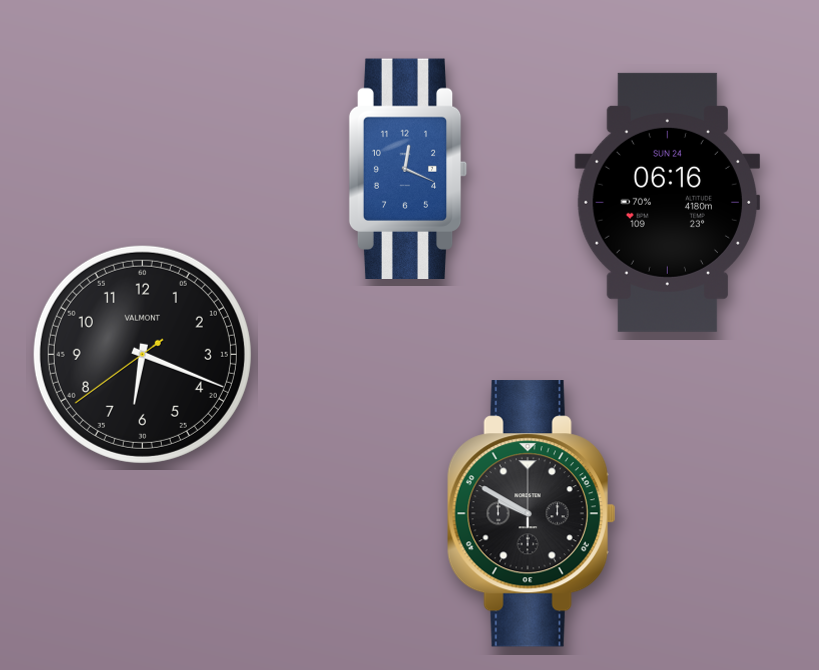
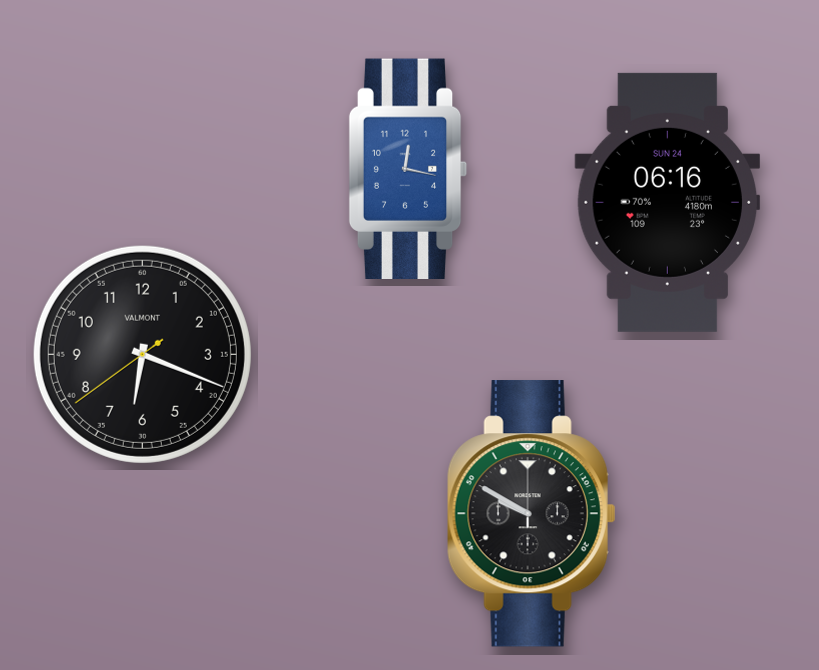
clock at (408, 168): 12:19 -> 12:17
